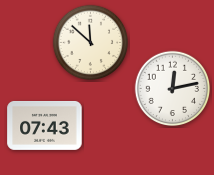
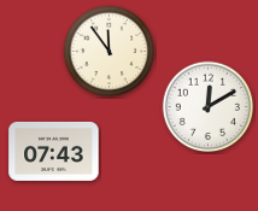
clock at (91, 43): 11:52 -> 11:54
clock at (173, 89): 12:13 -> 12:10
